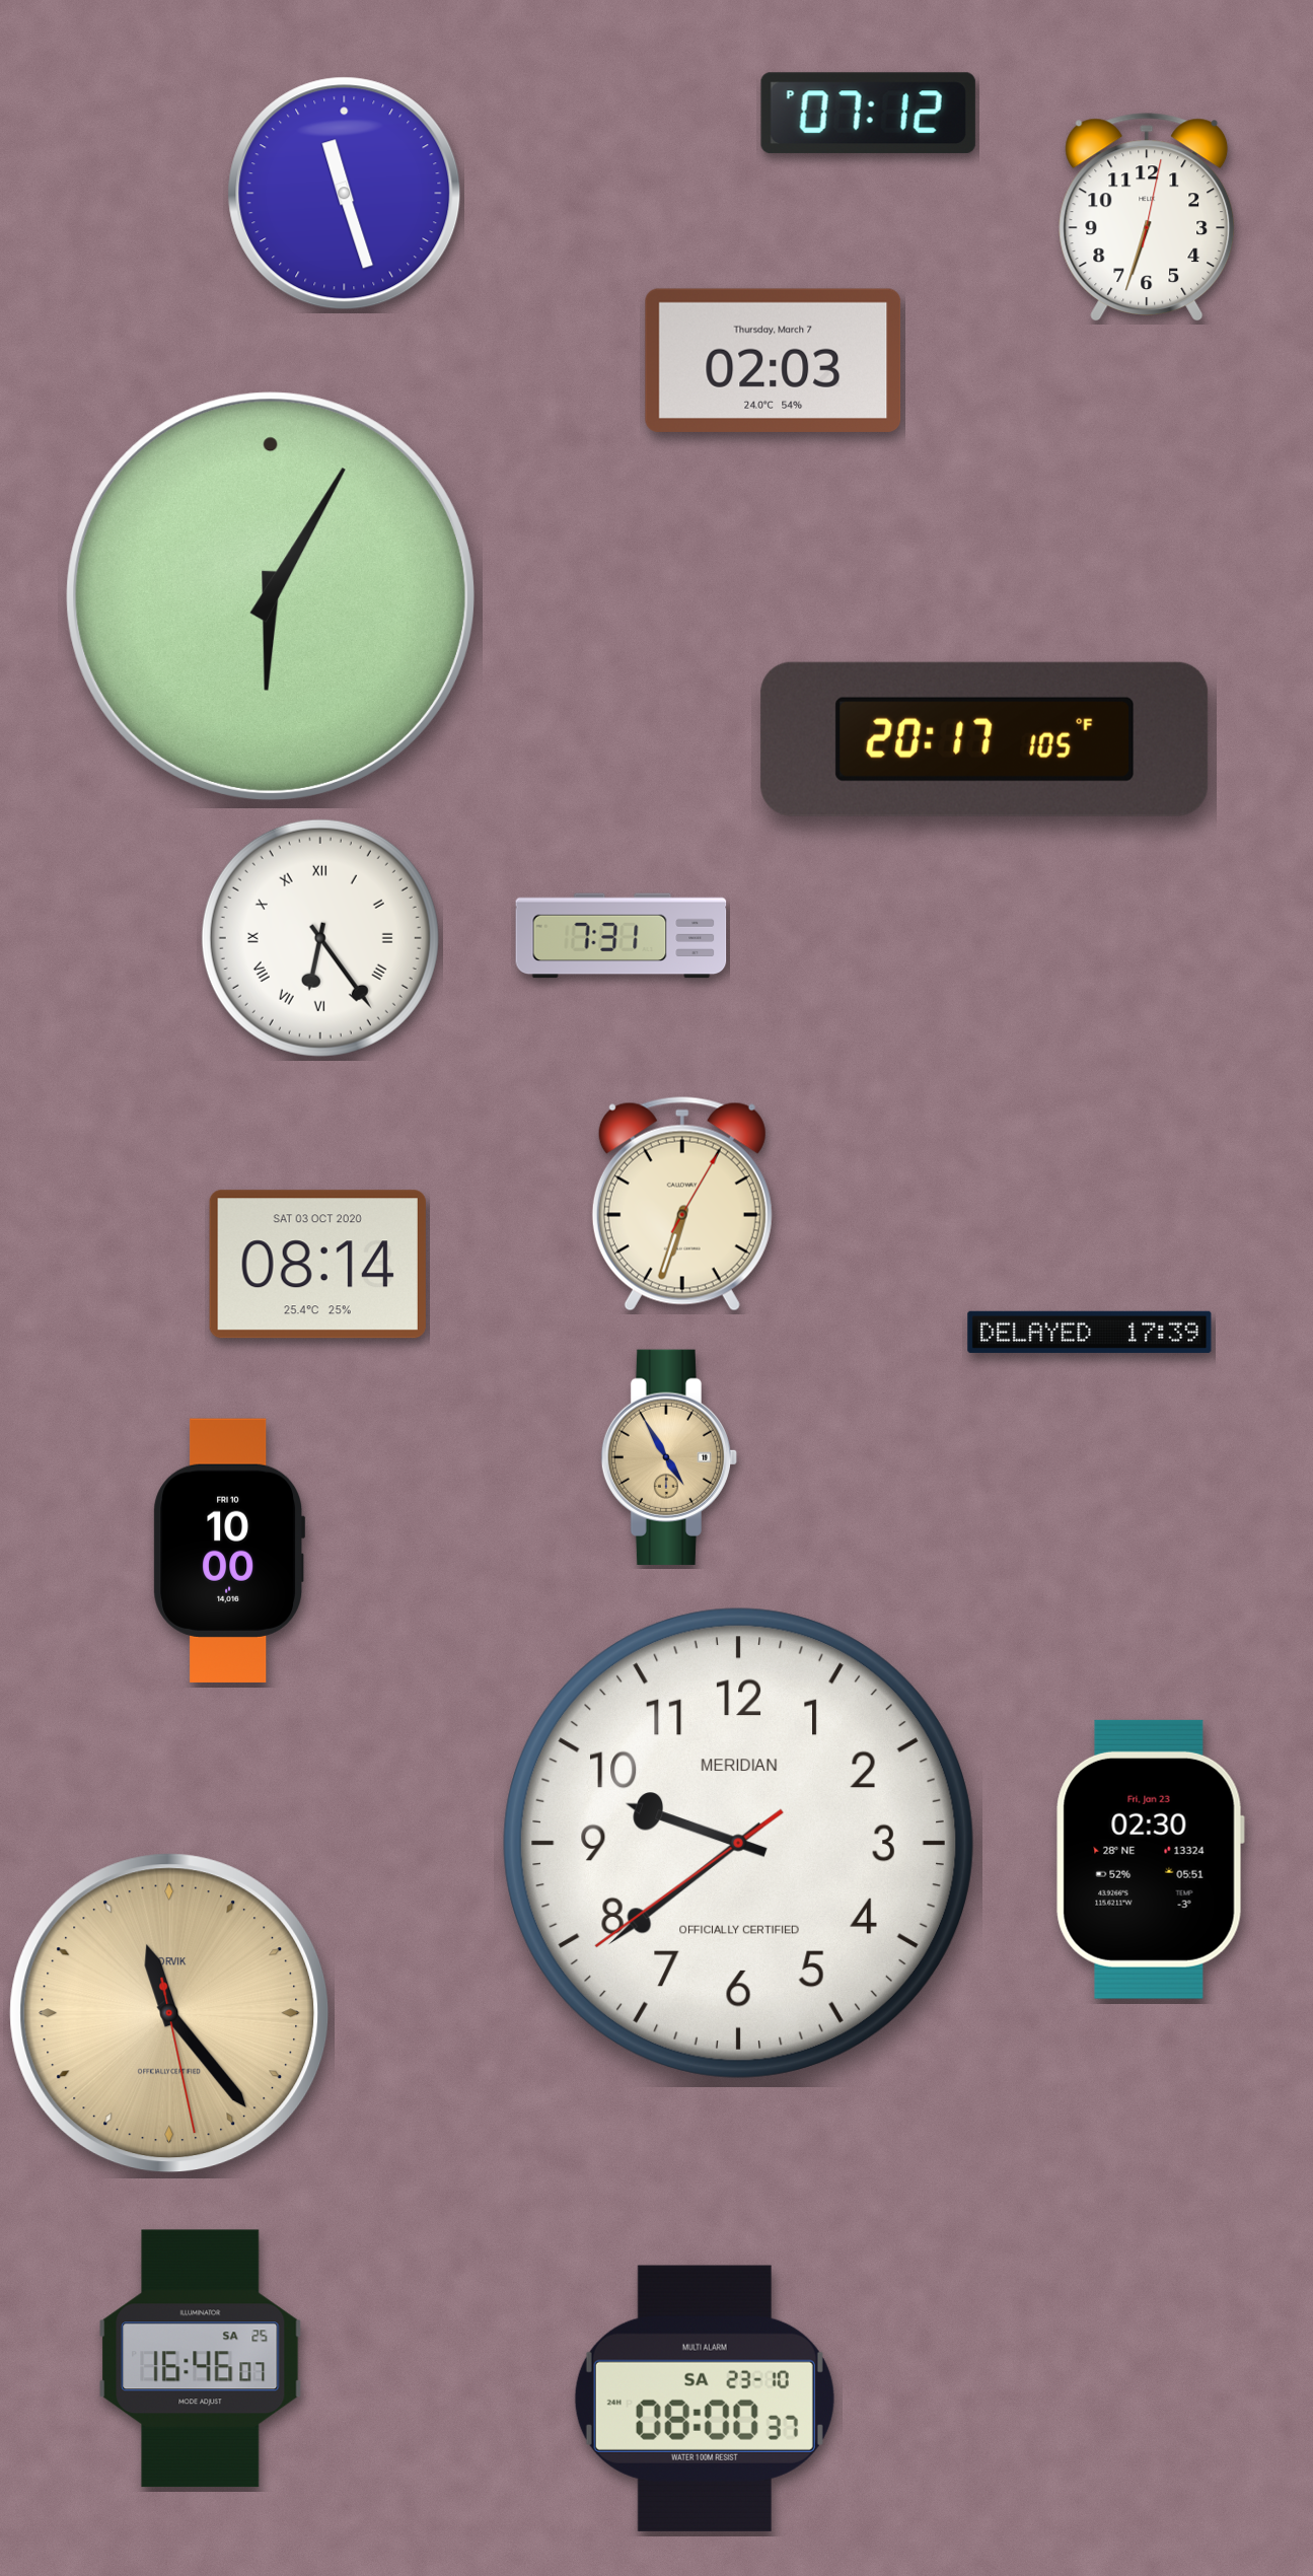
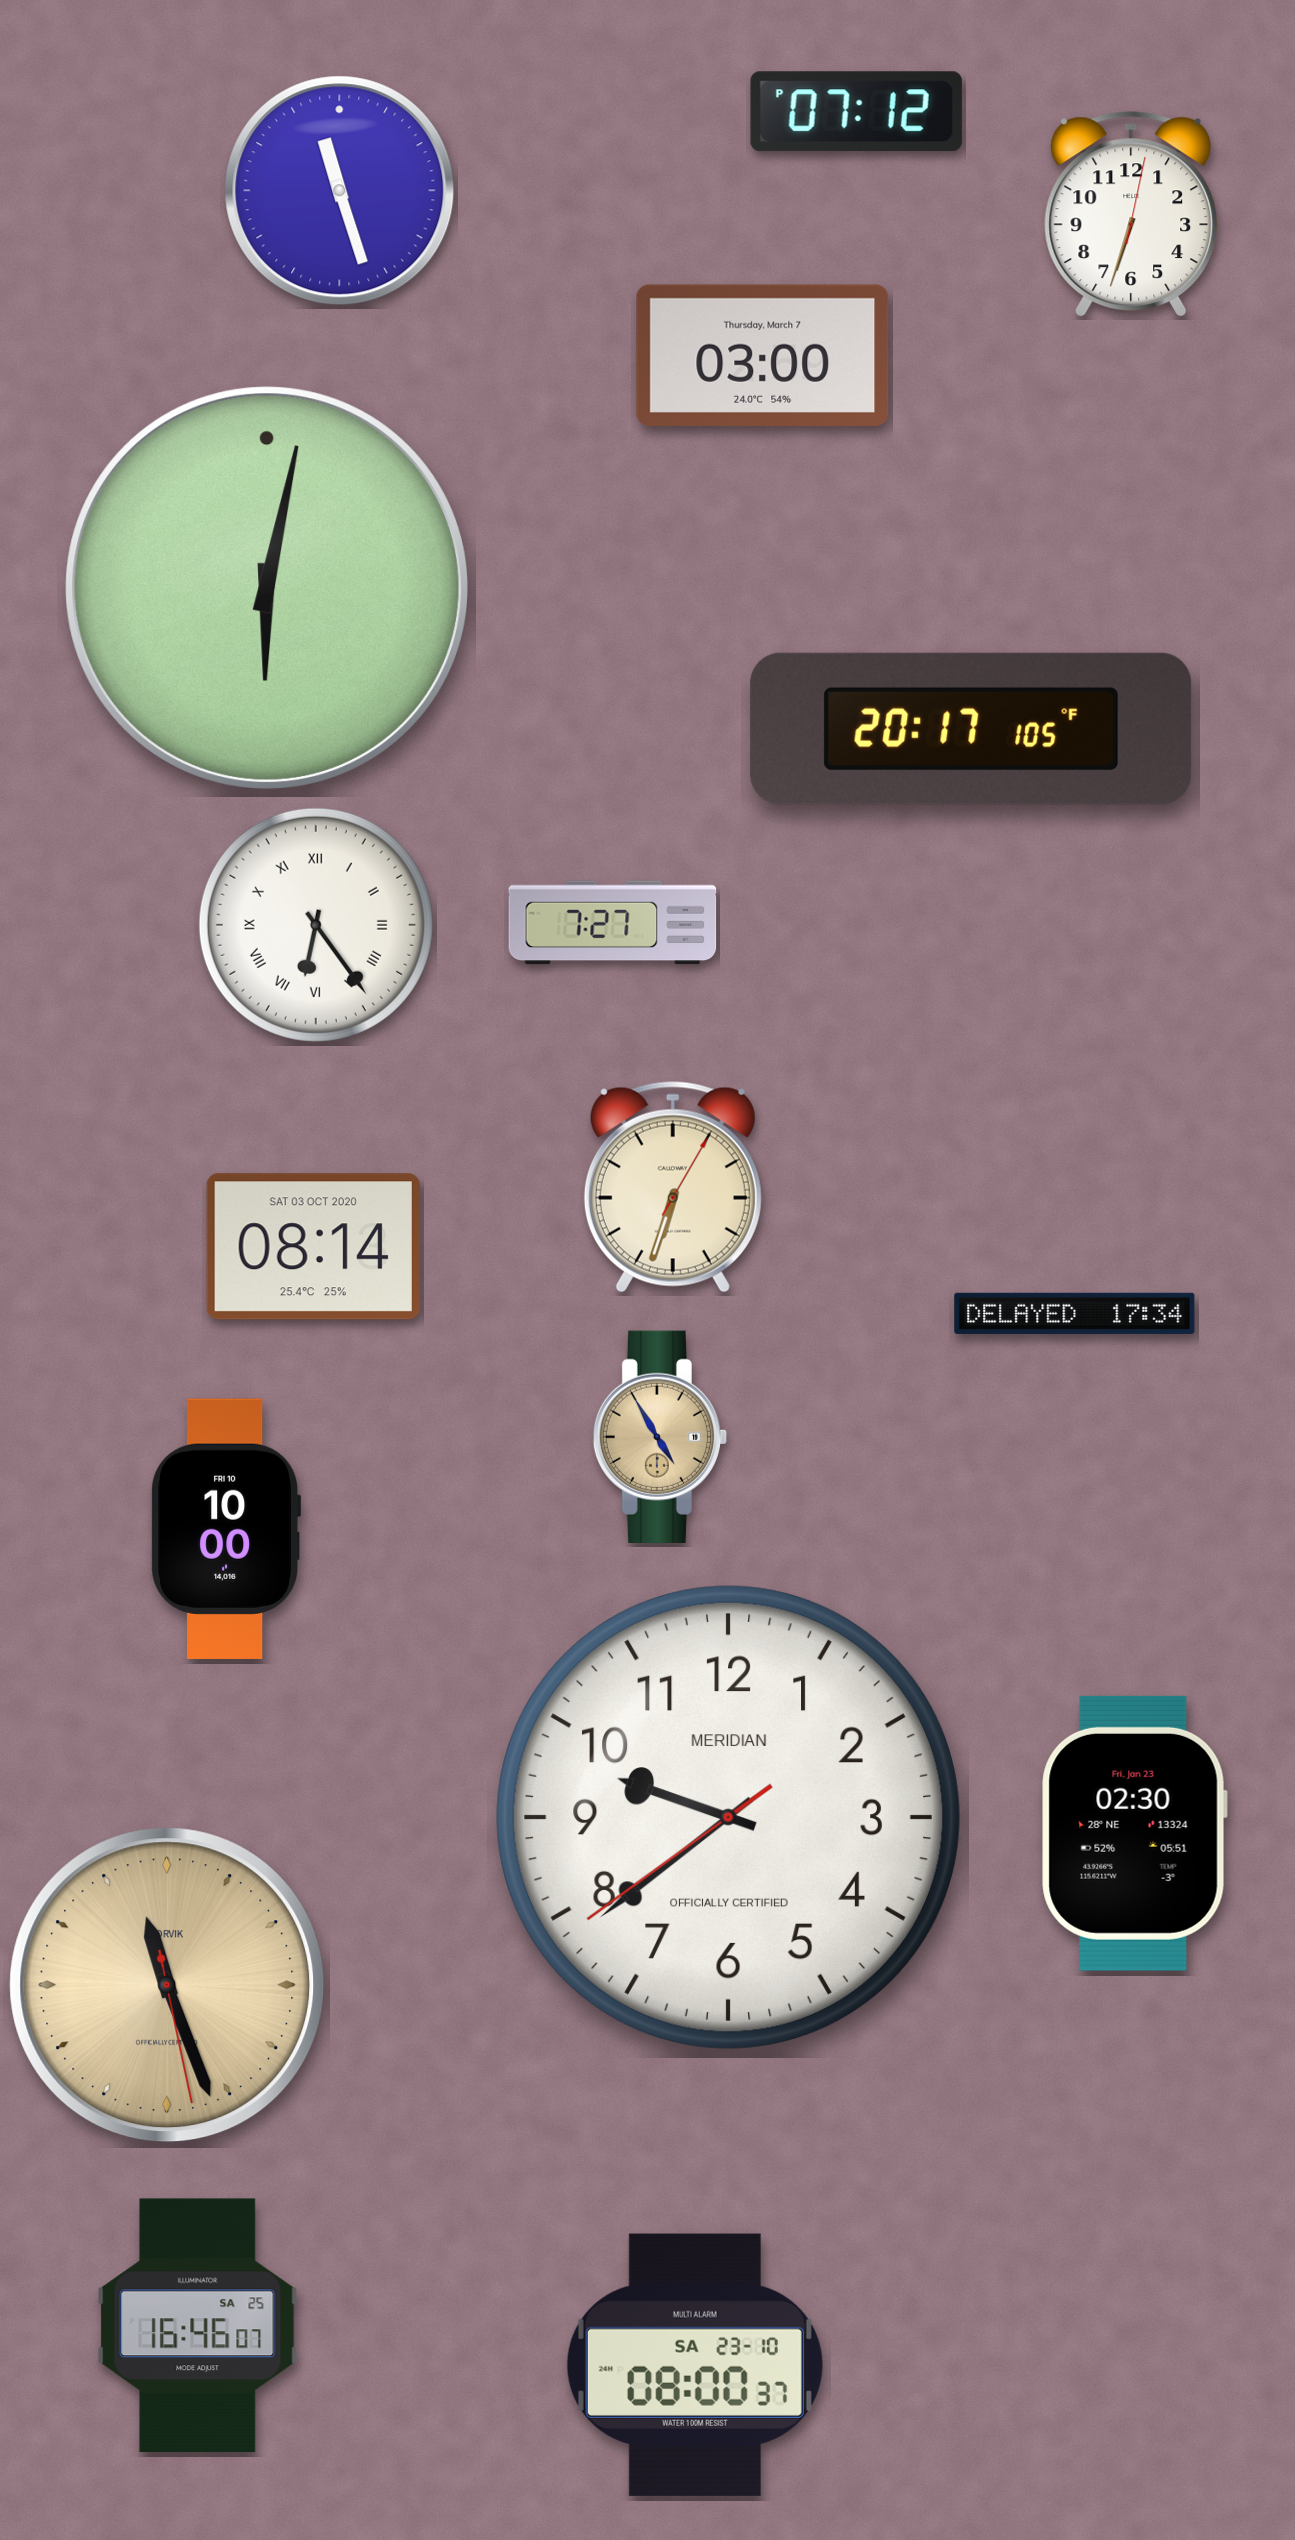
clock at (774, 360): 02:03 -> 03:00
clock at (271, 596): 6:05 -> 6:02
clock at (622, 936): 7:31 -> 7:27
clock at (1090, 1332): 17:39 -> 17:34
clock at (169, 2013): 11:23 -> 11:26
